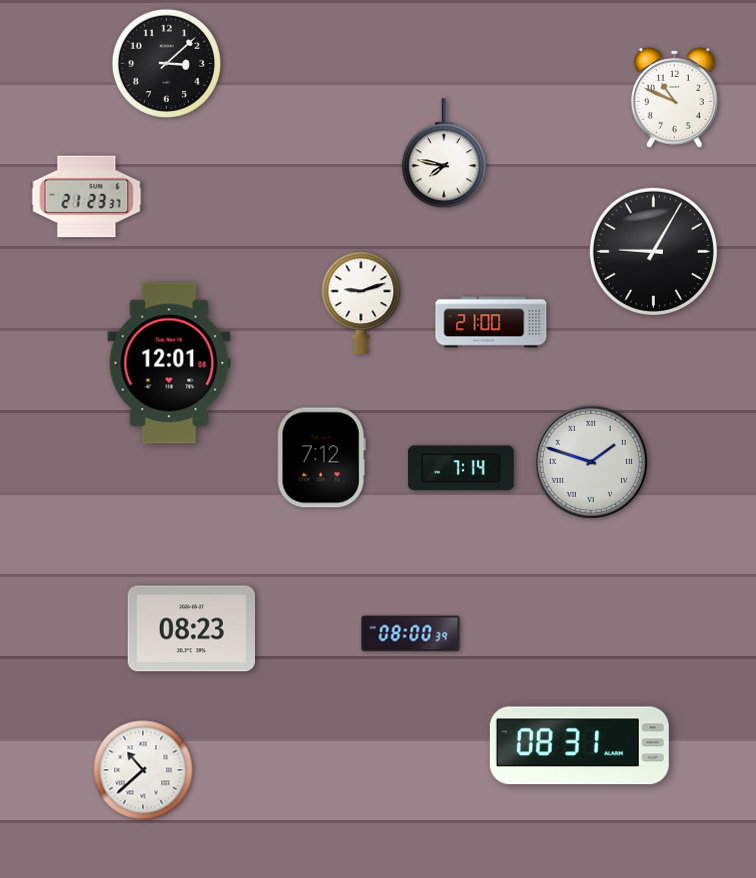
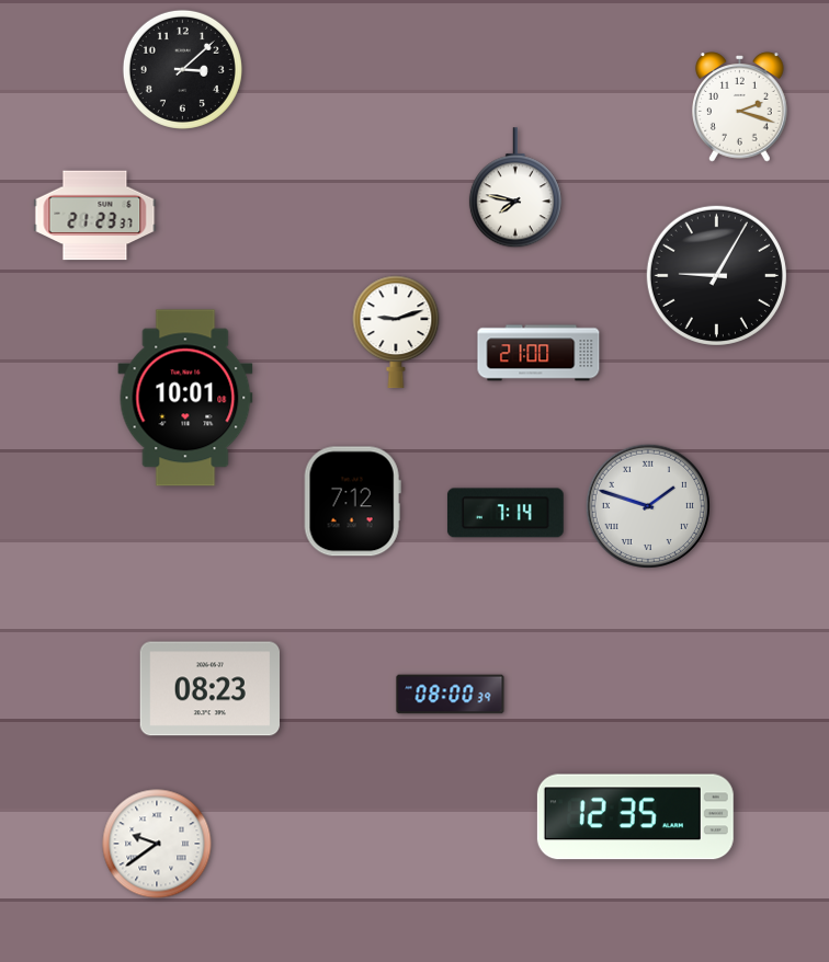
clock at (675, 98): 10:49 -> 2:18
clock at (444, 154) position: (444, 154) -> (515, 188)
clock at (169, 363): 12:01 -> 10:01
clock at (579, 746): 08:31 -> 12:35
clock at (143, 770): 10:38 -> 9:39
